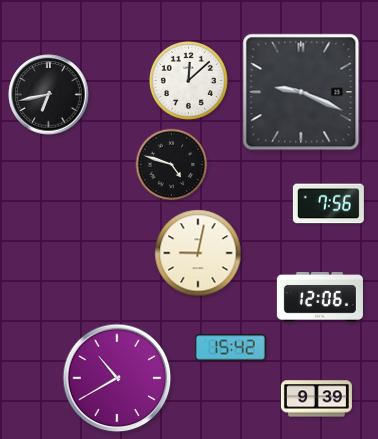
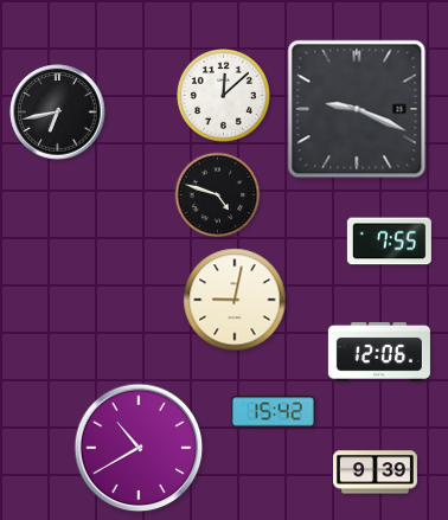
clock at (172, 165) position: (172, 165) -> (218, 195)
clock at (328, 204): 7:56 -> 7:55
